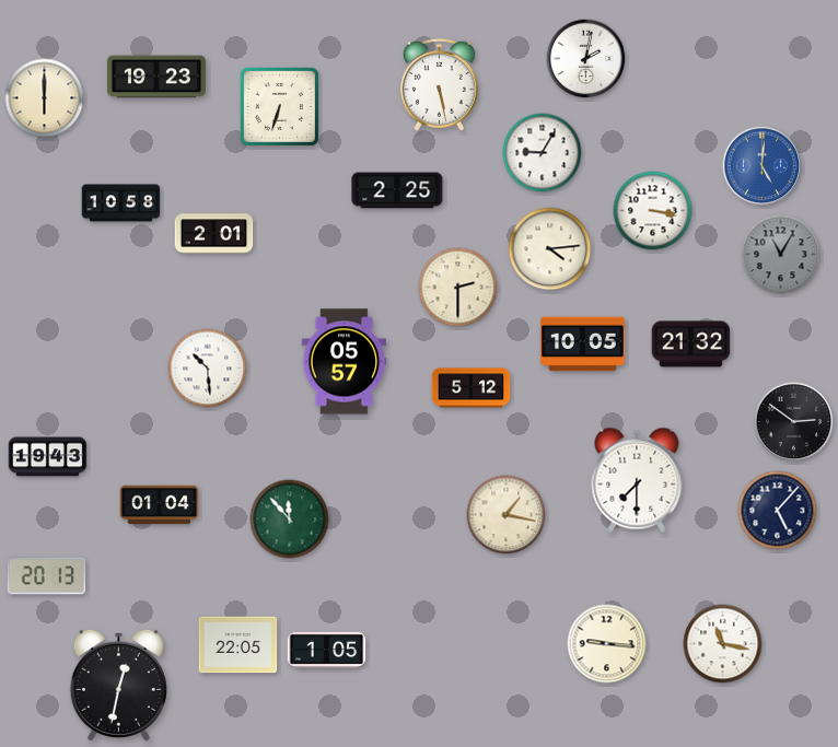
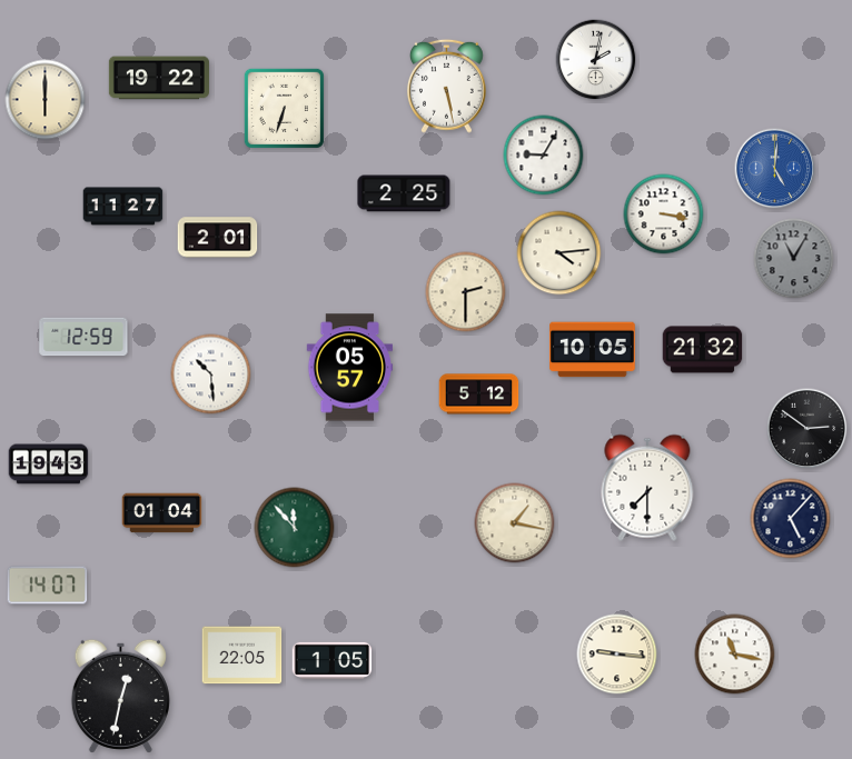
clock at (156, 77): 19:23 -> 19:22
clock at (543, 153) position: (543, 153) -> (544, 156)
clock at (121, 203): 10:58 -> 11:27
clock at (83, 337): none -> 12:59
clock at (47, 576): 20:13 -> 14:07
